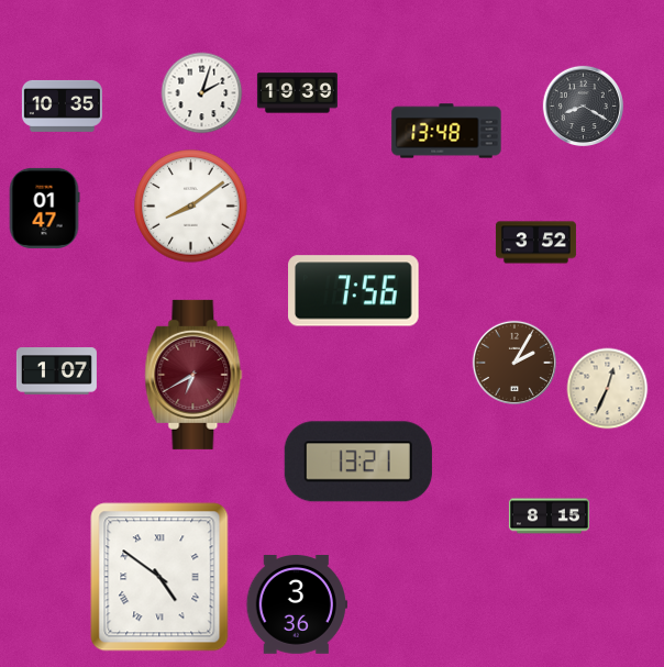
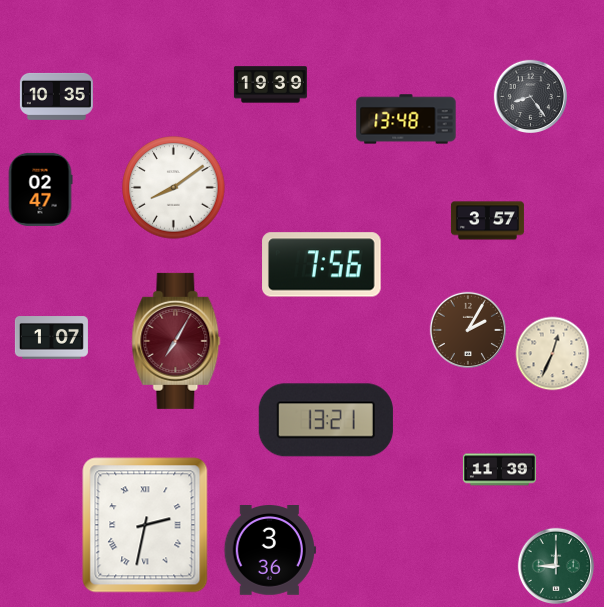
clock at (202, 93): 2:03 -> none
clock at (583, 105): 8:20 -> 8:24
clock at (44, 208): 01:47 -> 02:47
clock at (535, 243): 3:52 -> 3:57
clock at (193, 375): 6:40 -> 7:05
clock at (549, 516): 8:15 -> 11:39
clock at (159, 577): 4:51 -> 2:32
clock at (555, 565): none -> 9:00
